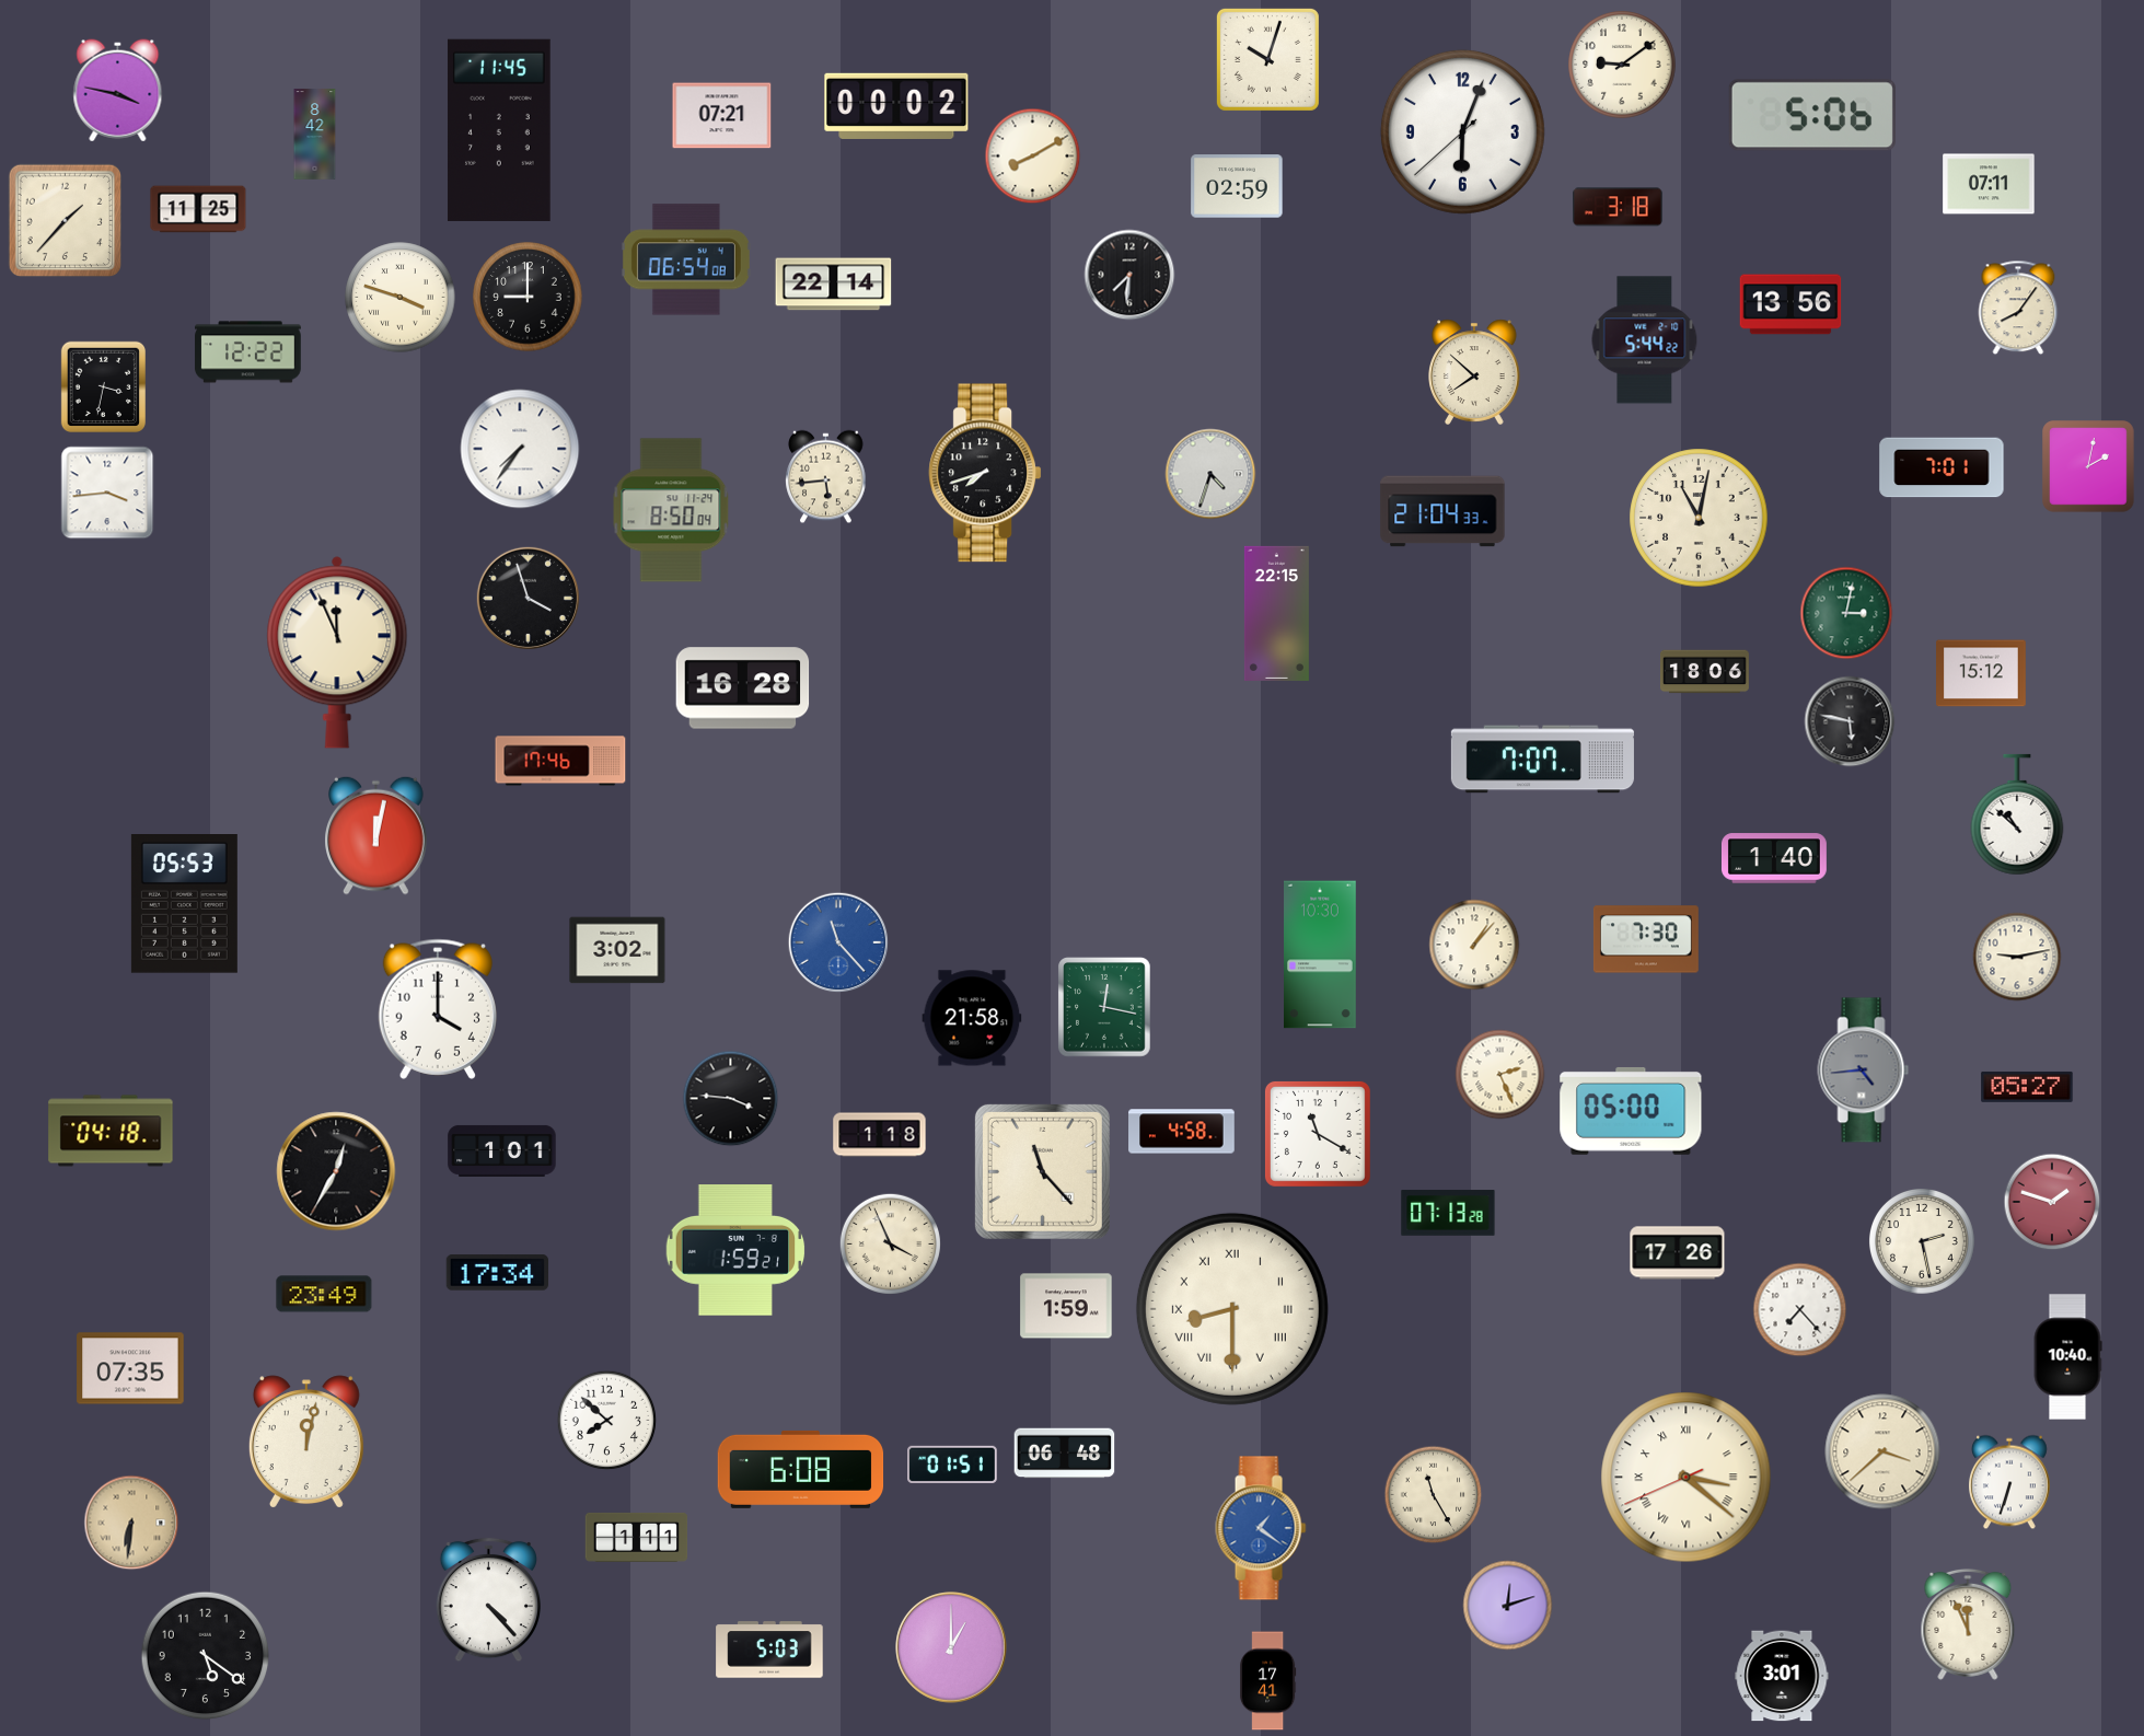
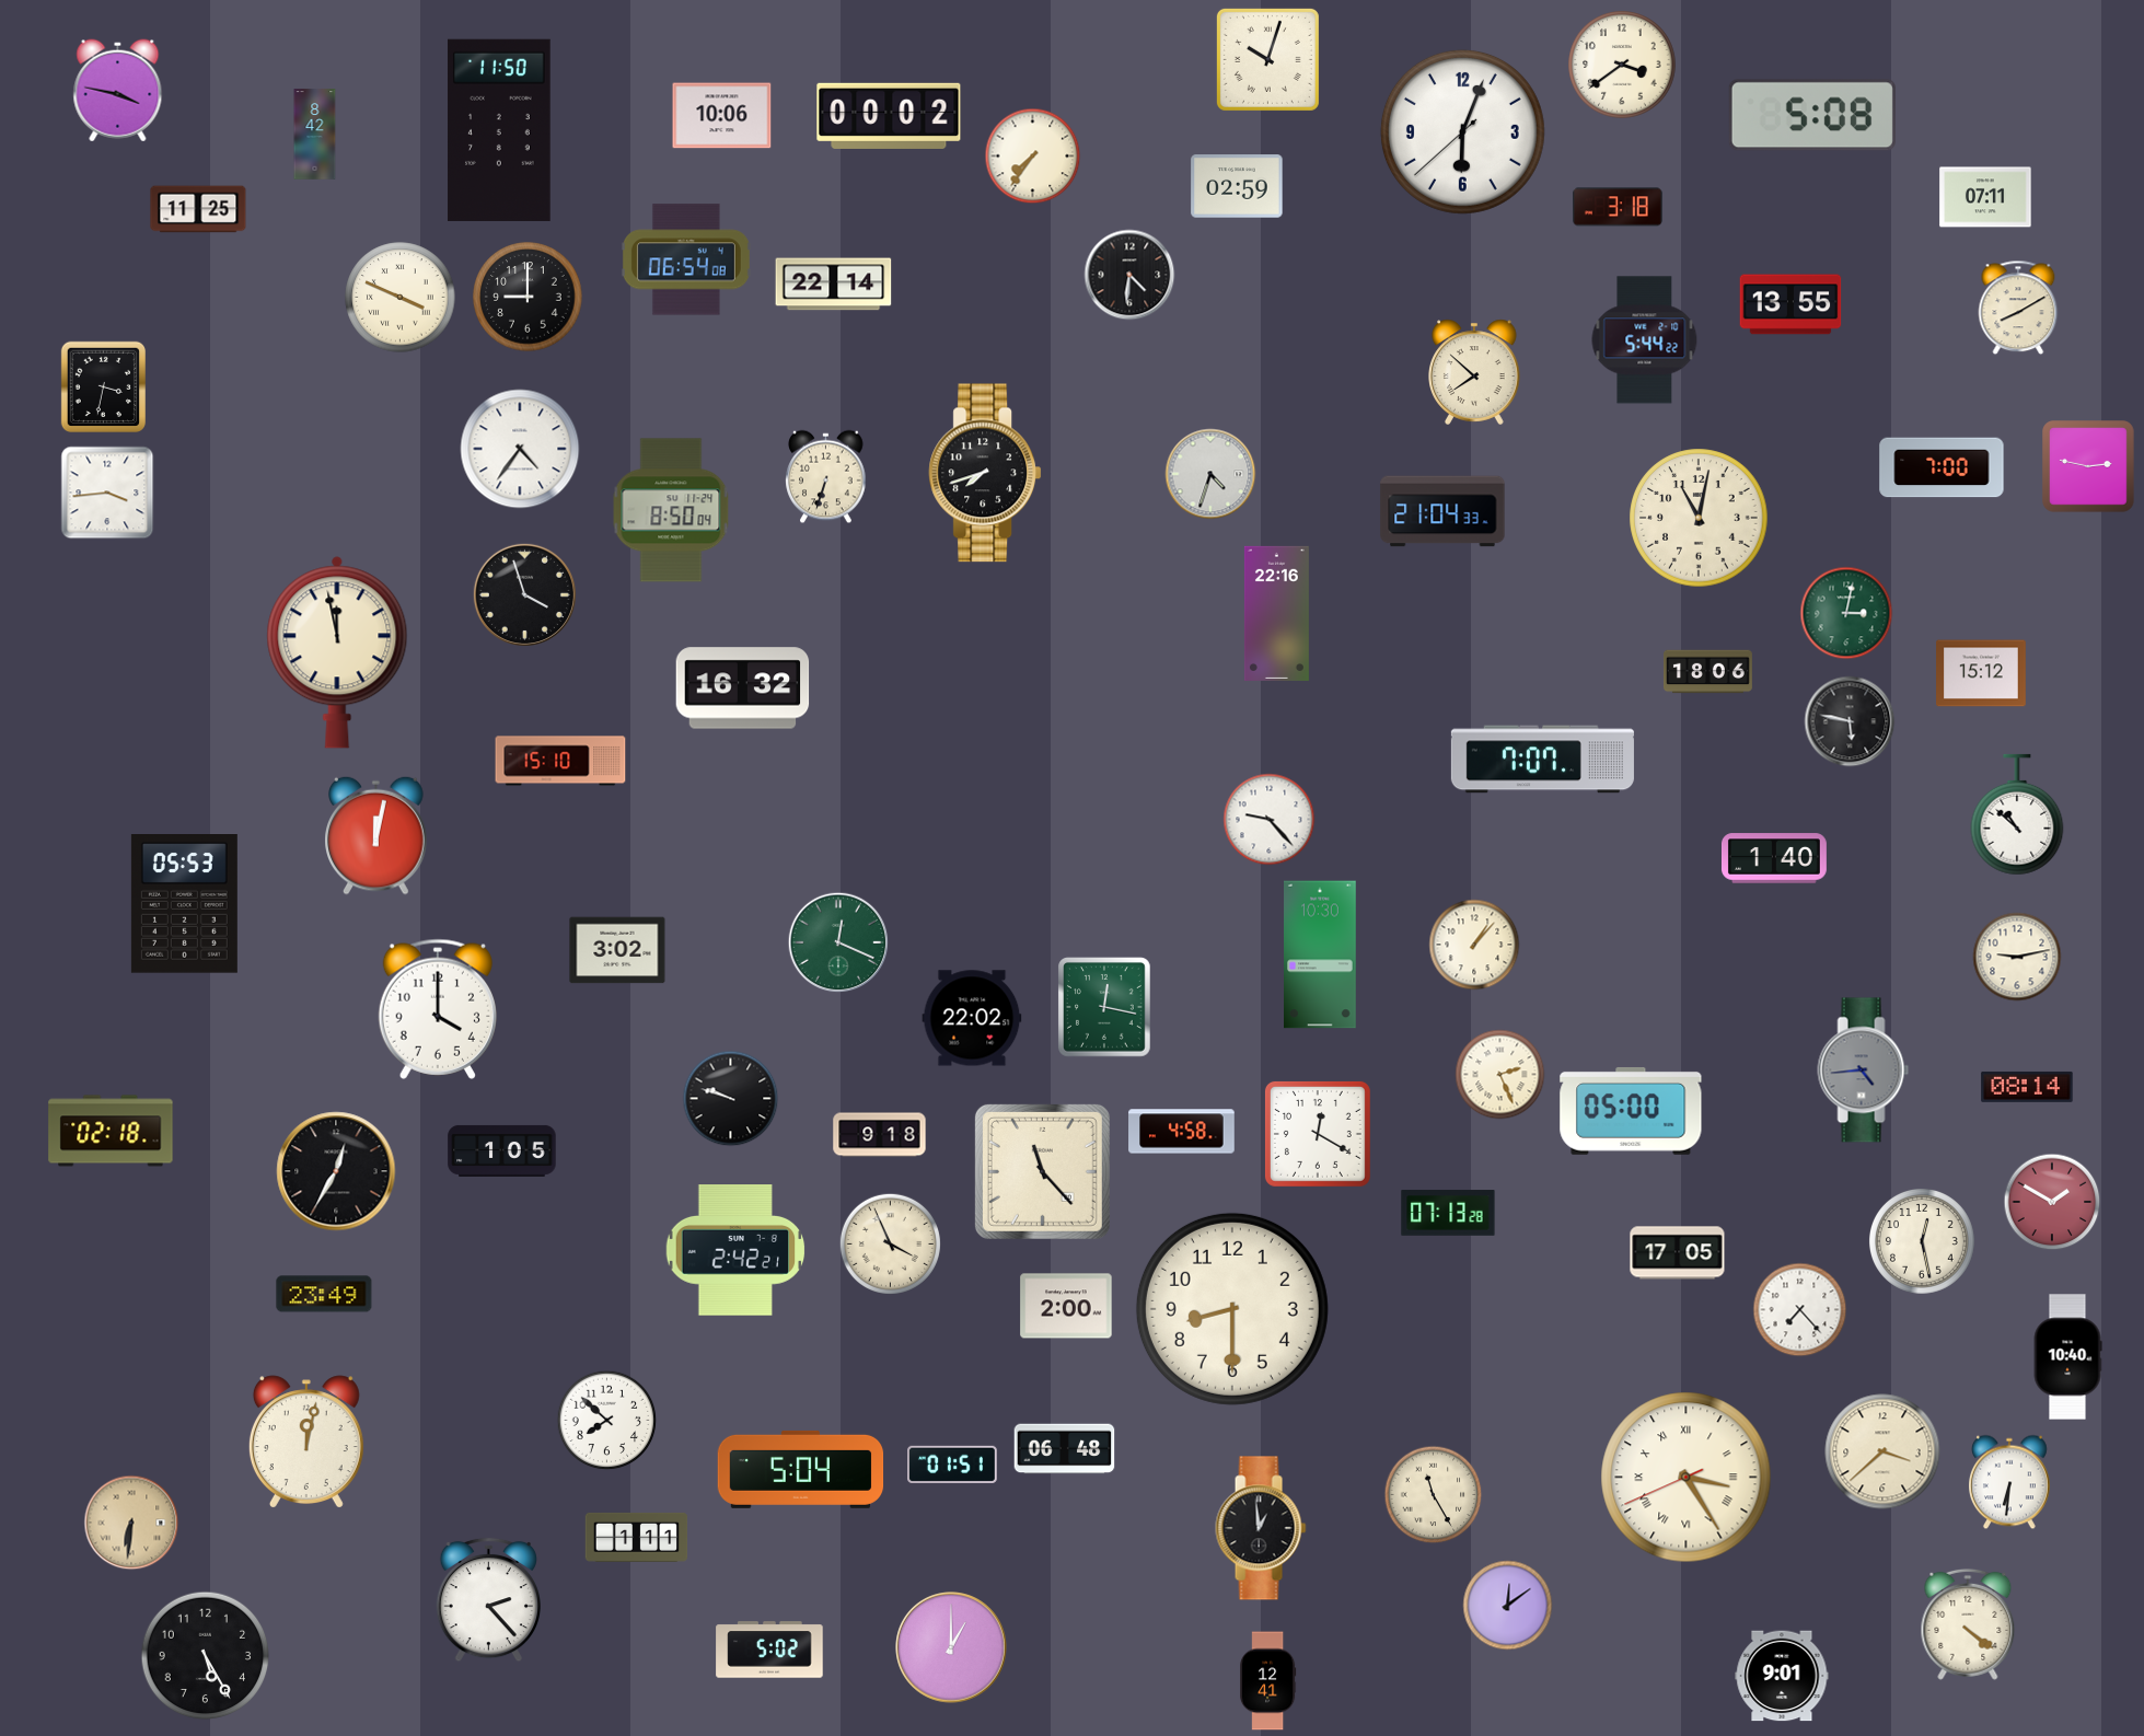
clock at (1622, 65): 9:09 -> 3:39
clock at (896, 106) position: (896, 106) -> (889, 116)
clock at (1812, 115): 5:06 -> 5:08
clock at (722, 116): 07:21 -> 10:06
clock at (499, 130): 11:45 -> 11:50
clock at (1033, 157): 8:10 -> 7:36
clock at (1989, 184) position: (1989, 184) -> (1985, 197)
clock at (65, 220): 1:37 -> none
clock at (1129, 275): 7:31 -> 4:31
clock at (401, 298): 3:48 -> 3:49
clock at (1790, 304): 13:56 -> 13:55
clock at (2018, 308): 8:06 -> 8:10
clock at (248, 352): 12:22 -> none
clock at (520, 449): 7:36 -> 4:36
clock at (1942, 467): 7:01 -> 7:00
clock at (2089, 467): 2:02 -> 2:47
clock at (826, 477): 5:44 -> 6:33
clock at (528, 598) position: (528, 598) -> (524, 594)
clock at (1276, 613): 22:15 -> 22:16
clock at (337, 652): 11:56 -> 11:58
clock at (1704, 672) position: (1704, 672) -> (1707, 672)
clock at (743, 688): 16:28 -> 16:32
clock at (560, 761): 17:46 -> 15:10
clock at (1270, 820): none -> 9:23
clock at (1646, 939): 7:30 -> none
clock at (838, 942): 11:23 -> 12:19
clock at (838, 942) dial: blue -> green
clock at (972, 1018): 21:58 -> 22:02
clock at (2027, 1087): 05:27 -> 08:14
clock at (731, 1099): 3:46 -> 9:48
clock at (111, 1131): 04:18 -> 02:18
clock at (1318, 1134): 11:20 -> 12:20
clock at (880, 1135): 1:18 -> 9:18
clock at (502, 1150): 1:01 -> 1:05
clock at (2052, 1202): 1:48 -> 1:50
clock at (1922, 1241): 2:28 -> 12:28
clock at (735, 1250): 1:59 -> 2:42
clock at (1678, 1253): 17:26 -> 17:05
clock at (497, 1273): 17:34 -> none
clock at (1066, 1306): 1:59 -> 2:00
clock at (1232, 1309) numerals: Roman -> Arabic
clock at (130, 1368): 07:35 -> none
clock at (1065, 1454) position: (1065, 1454) -> (1065, 1449)
clock at (801, 1469): 6:08 -> 5:04
clock at (1687, 1478): 3:21 -> 3:24
clock at (2010, 1482): 6:33 -> 6:31
clock at (1261, 1528): 1:21 -> 12:59
clock at (1261, 1528) dial: blue -> black
clock at (488, 1600): 4:23 -> 2:23
clock at (1508, 1606): 12:12 -> 12:09
clock at (1968, 1624): 11:56 -> 4:21
clock at (769, 1650): 5:03 -> 5:02
clock at (206, 1656): 5:21 -> 5:25
clock at (1782, 1676): 3:01 -> 9:01
clock at (1268, 1681): 17:41 -> 12:41
